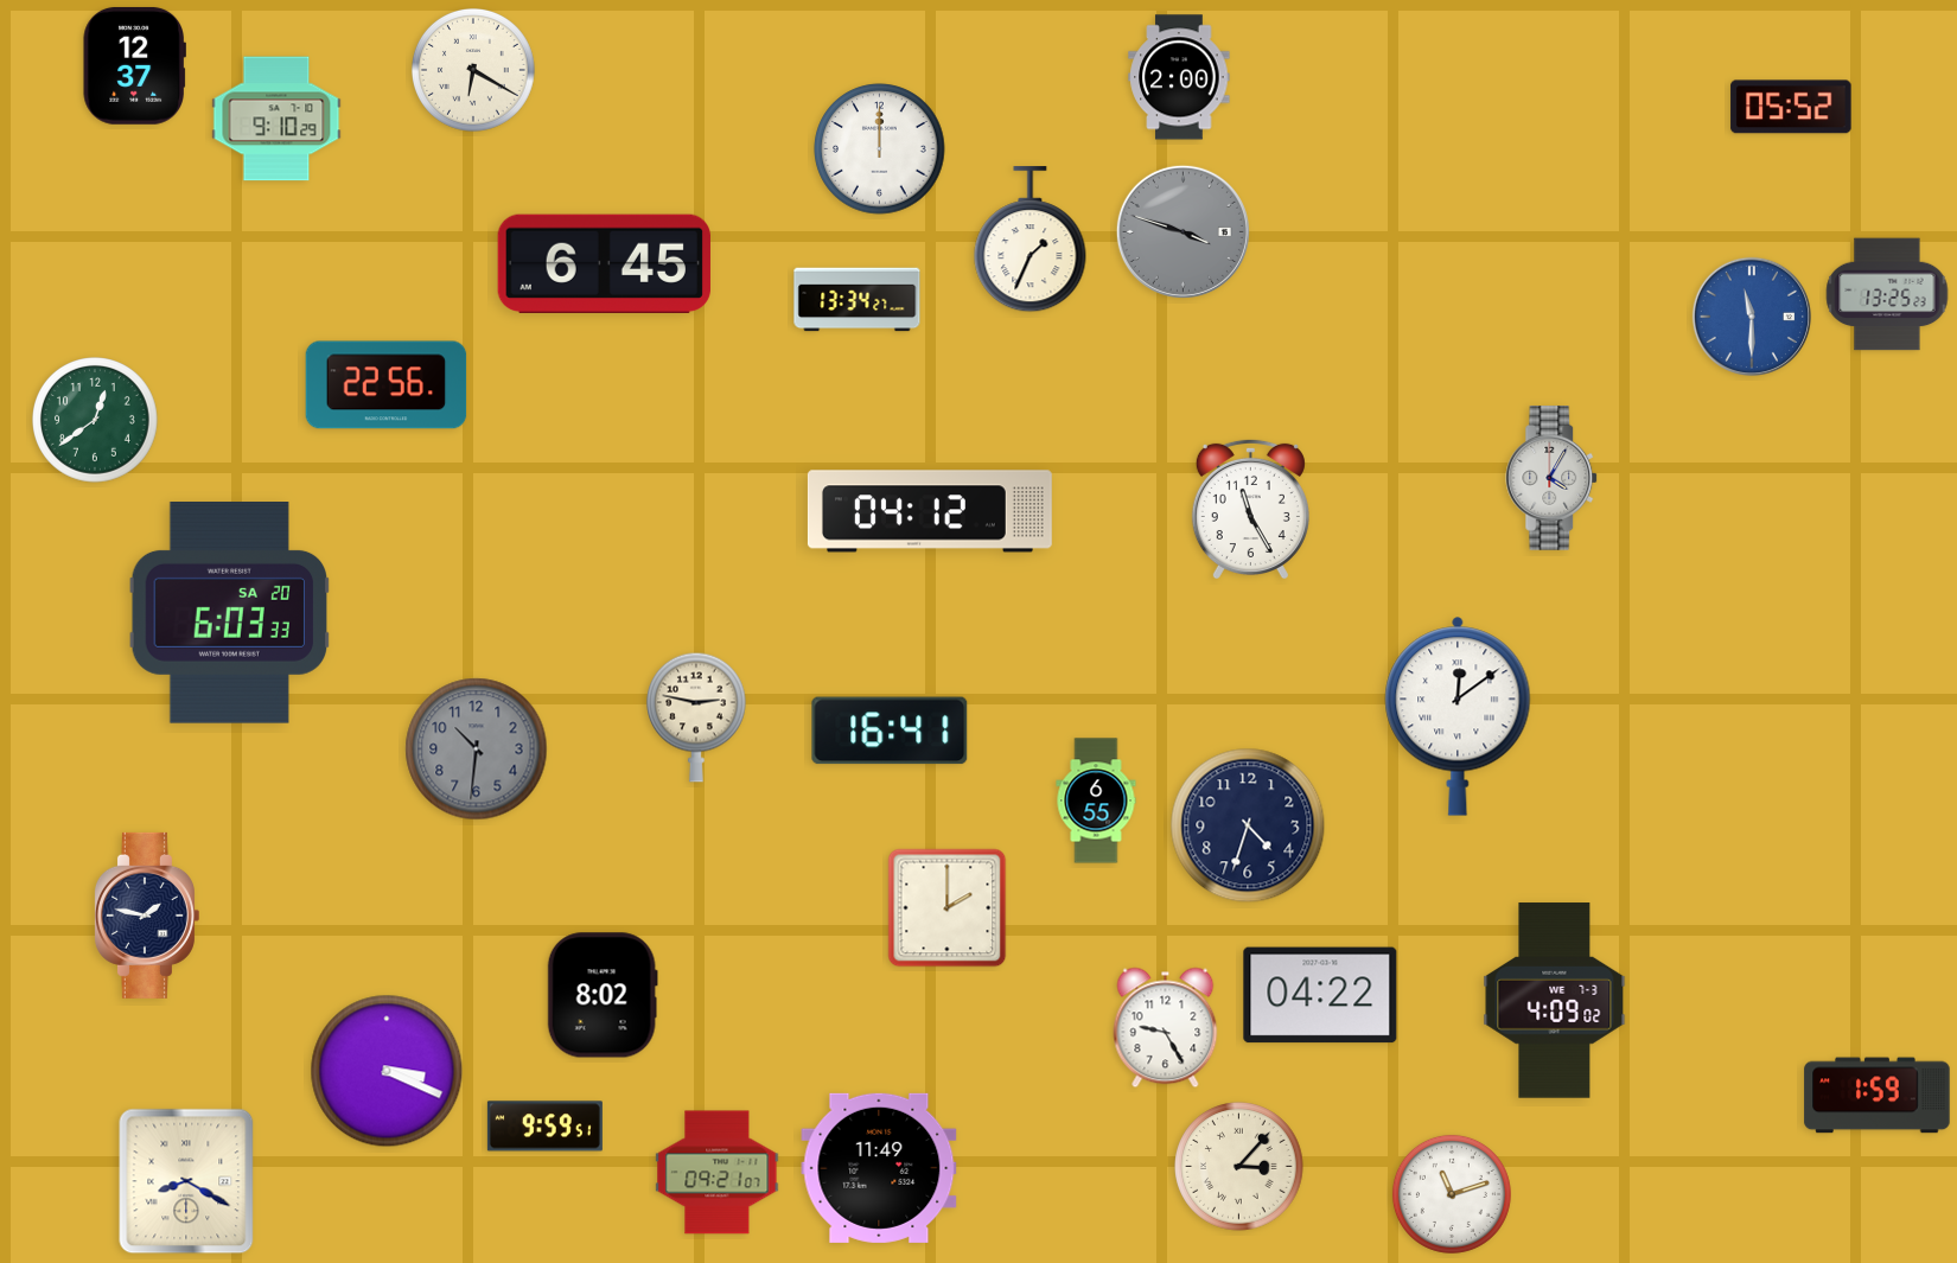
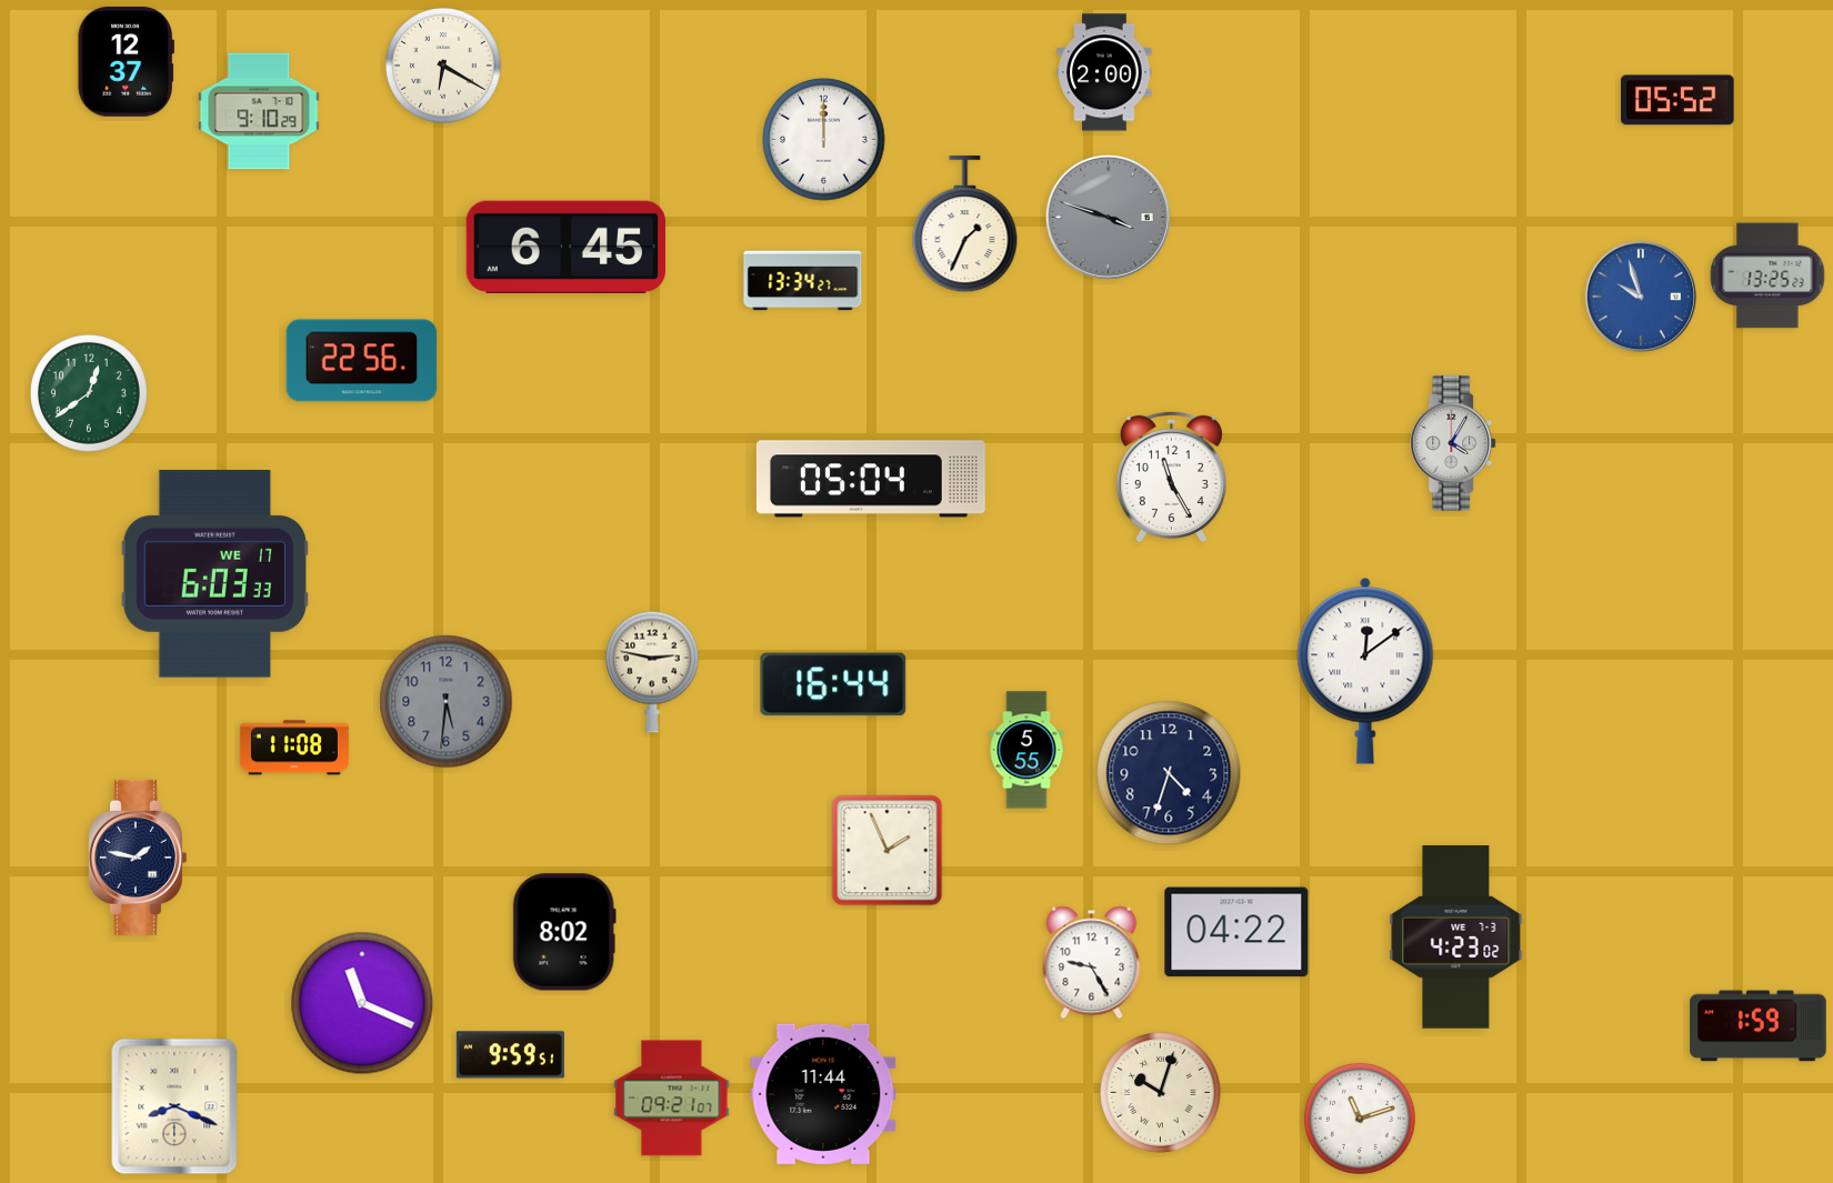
clock at (1752, 317): 11:30 -> 9:57
clock at (1553, 478) position: (1553, 478) -> (1454, 443)
clock at (930, 511): 04:12 -> 05:04
clock at (230, 613) date: SA 20 -> WE 17
clock at (890, 731): 16:41 -> 16:44
clock at (477, 749): 10:31 -> 5:31
clock at (294, 748): none -> 11:08
clock at (1096, 800): 6:55 -> 5:55
clock at (948, 908): 2:00 -> 1:56
clock at (1555, 1001): 4:09 -> 4:23
clock at (387, 1071): 3:19 -> 11:19
clock at (1239, 1167): 3:07 -> 10:03
clock at (879, 1168): 11:49 -> 11:44
clock at (186, 1181): 8:20 -> 8:19
